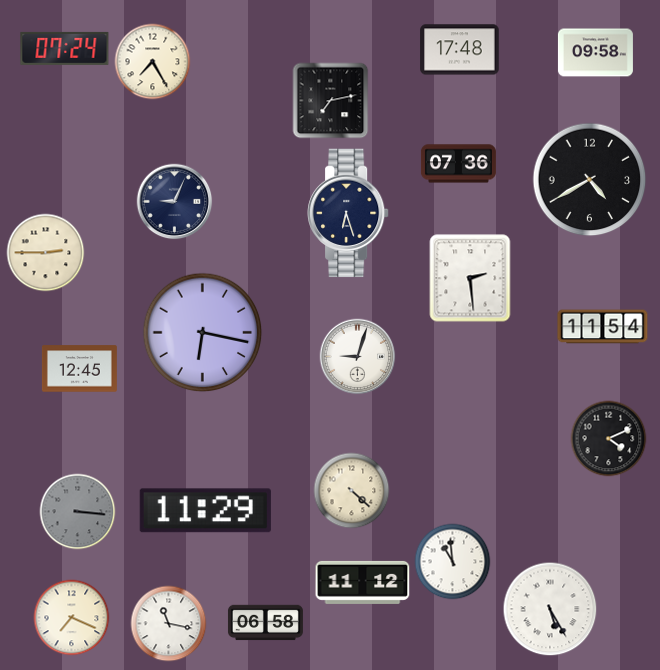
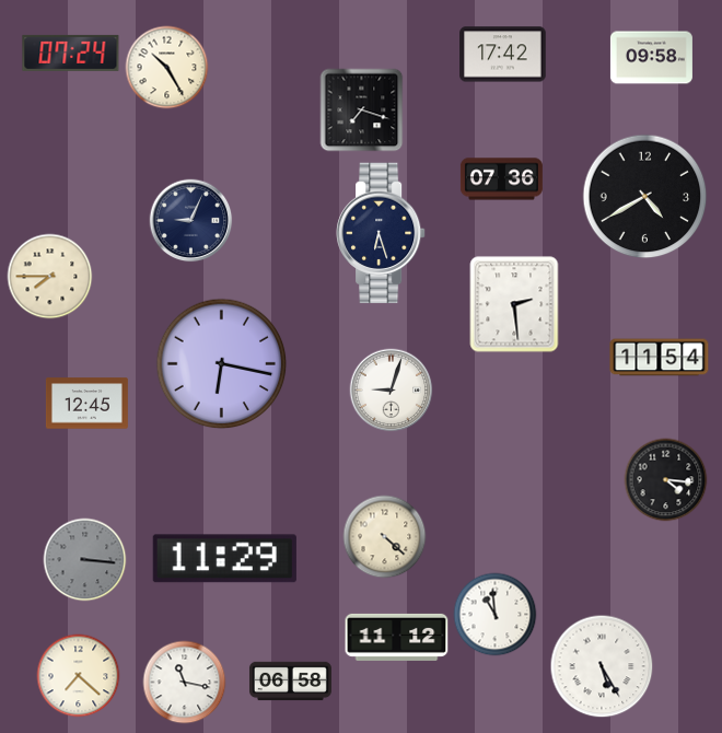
clock at (460, 50): 17:48 -> 17:42
clock at (153, 62): 7:25 -> 10:25
clock at (331, 101): 7:13 -> 7:18
clock at (46, 253): 2:45 -> 7:45
clock at (609, 439): 4:11 -> 4:16
clock at (72, 618): 7:19 -> 7:22
